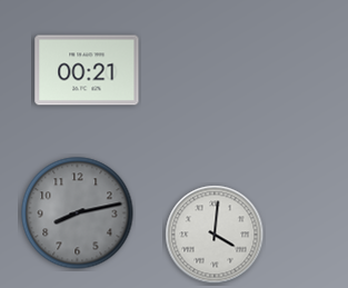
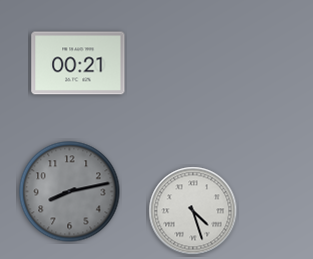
clock at (215, 235): 4:01 -> 4:27
